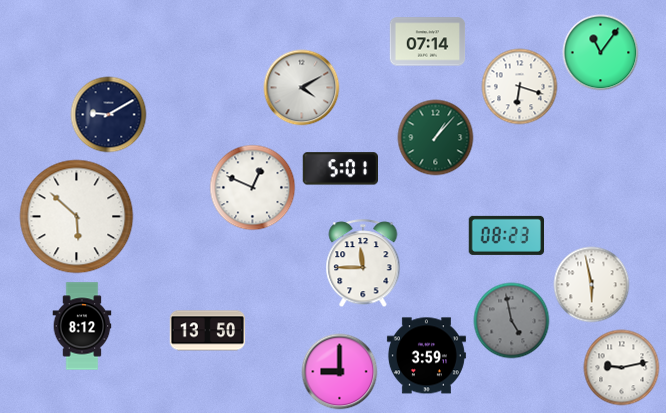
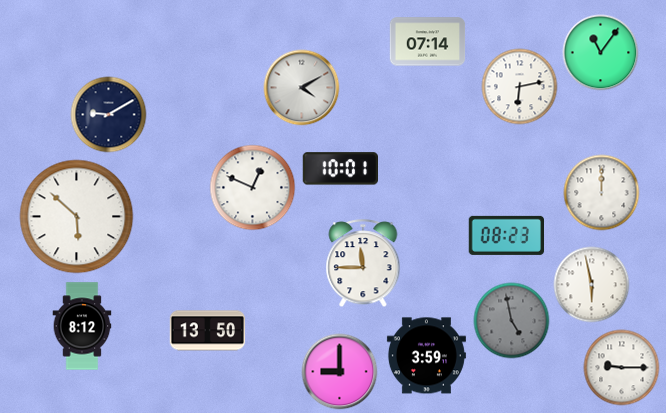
clock at (520, 87): 6:18 -> 6:13
clock at (436, 138): 1:07 -> none
clock at (340, 169): 5:01 -> 10:01
clock at (602, 193): none -> 12:00
clock at (622, 368): 9:13 -> 9:15
